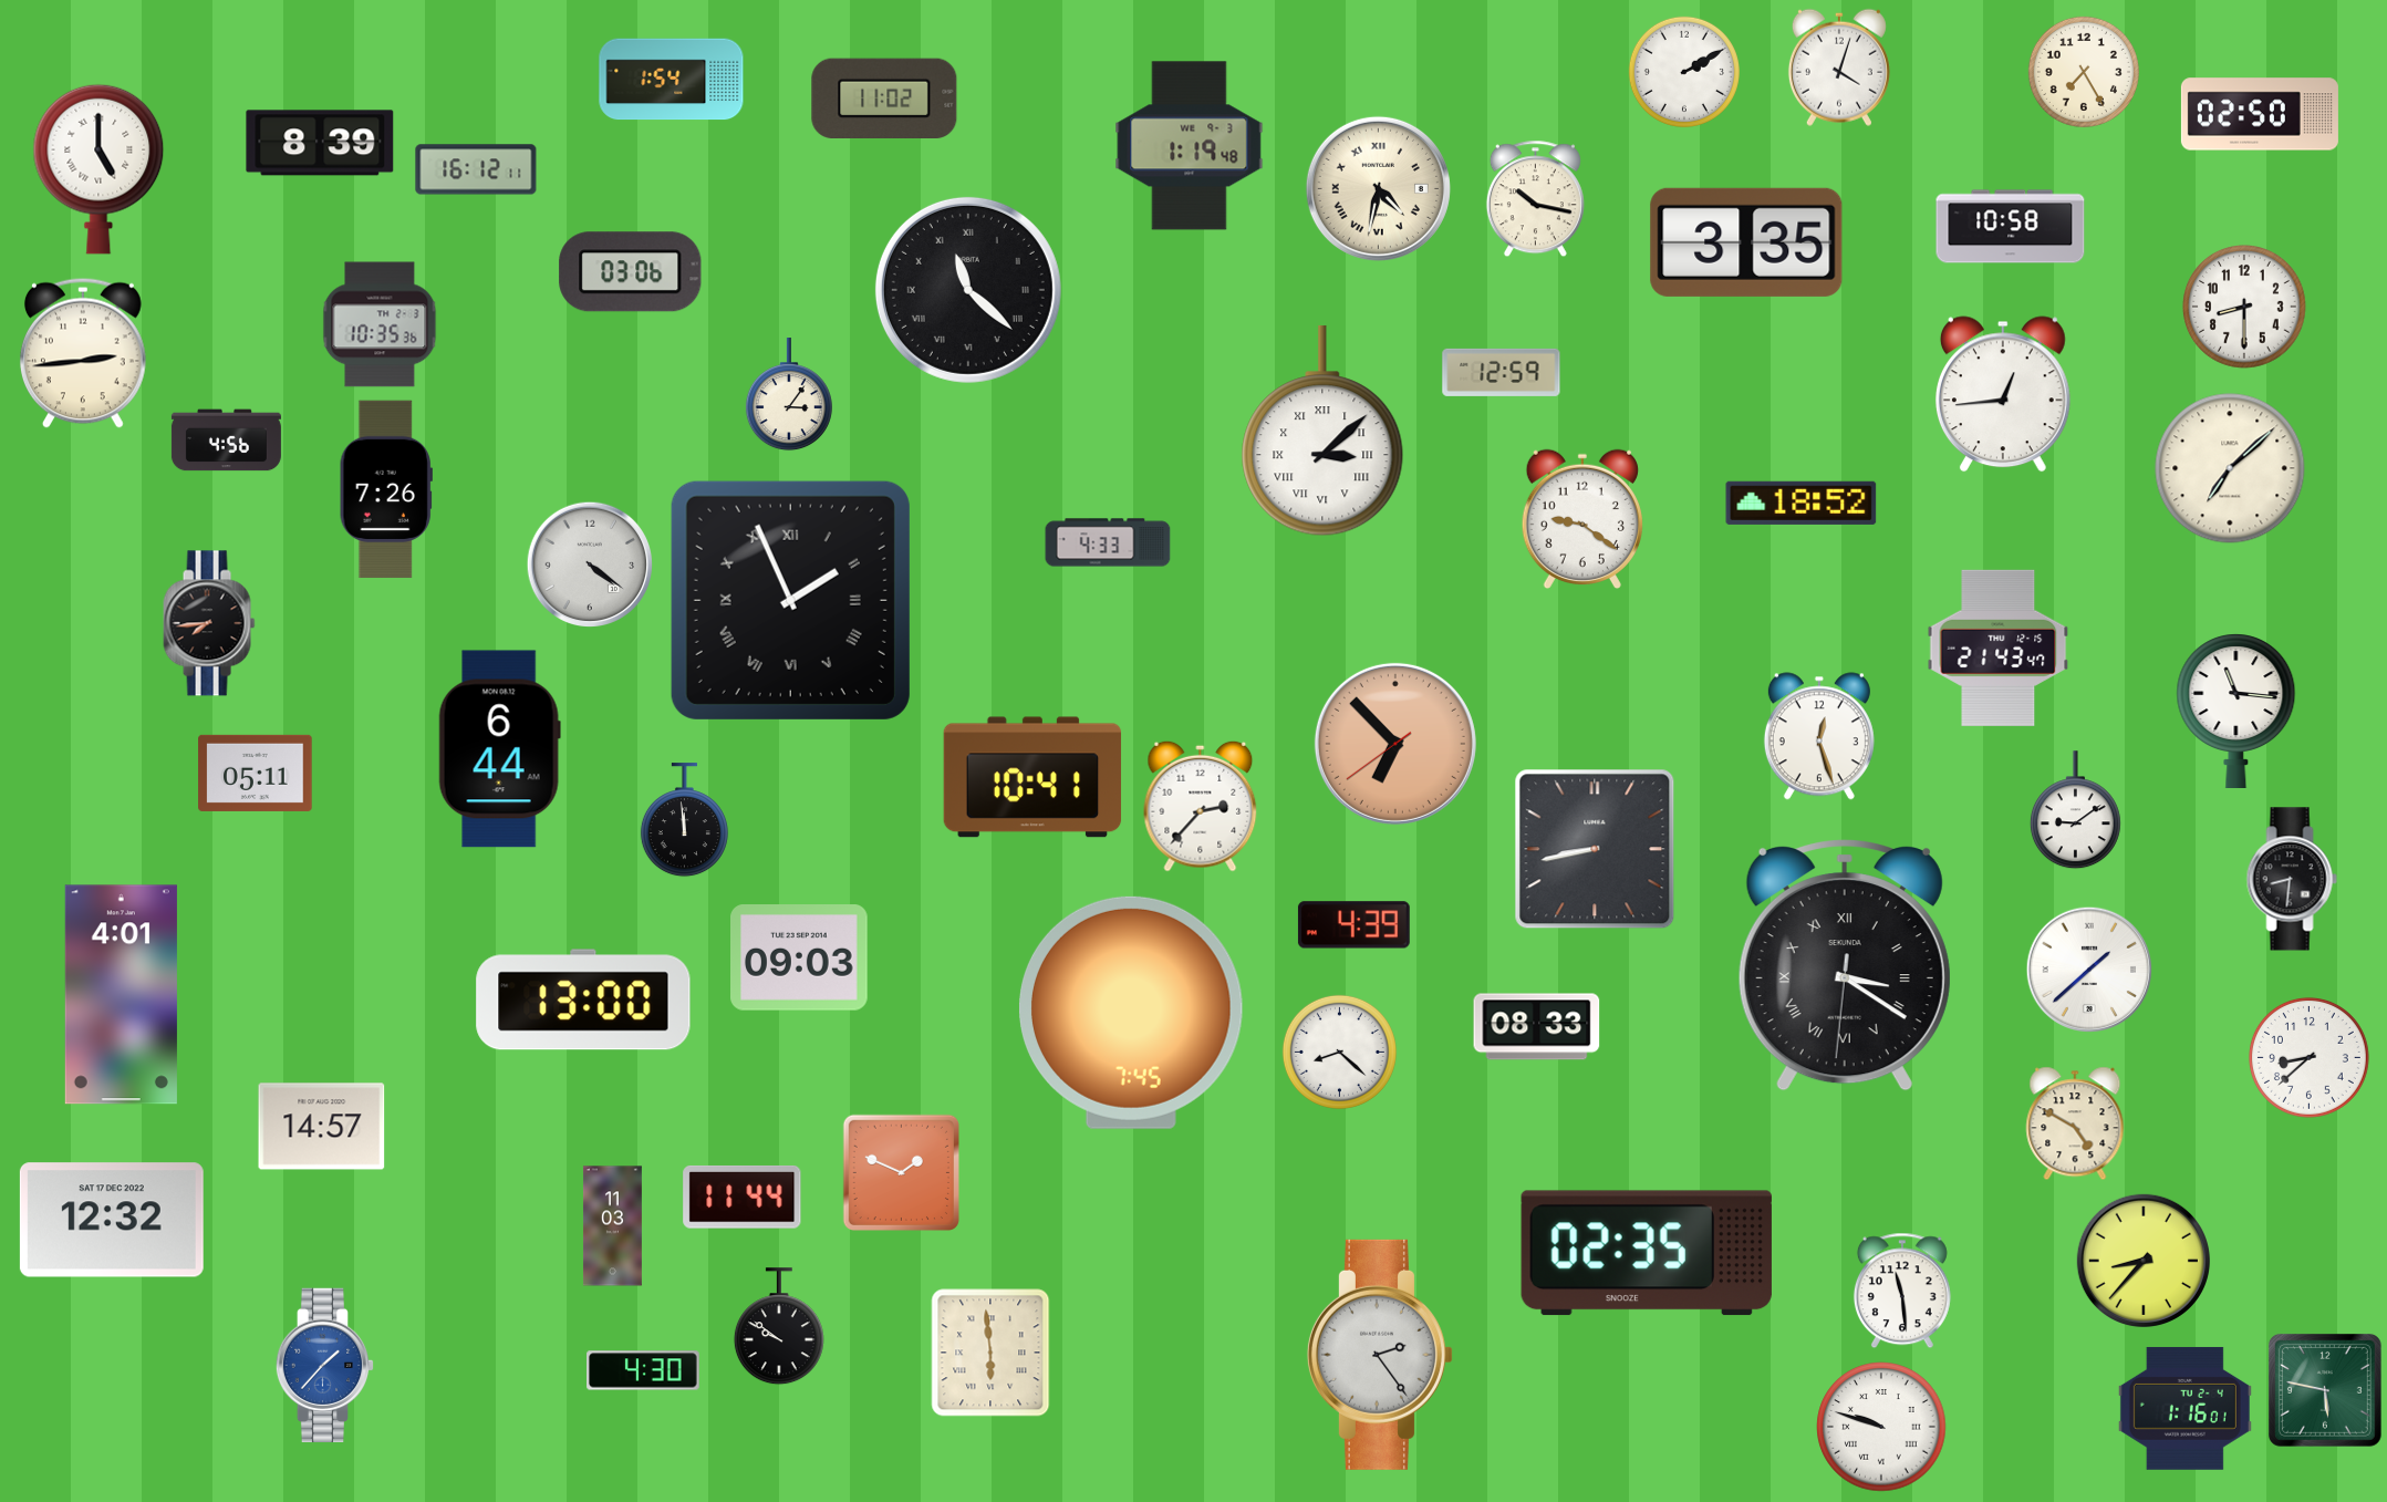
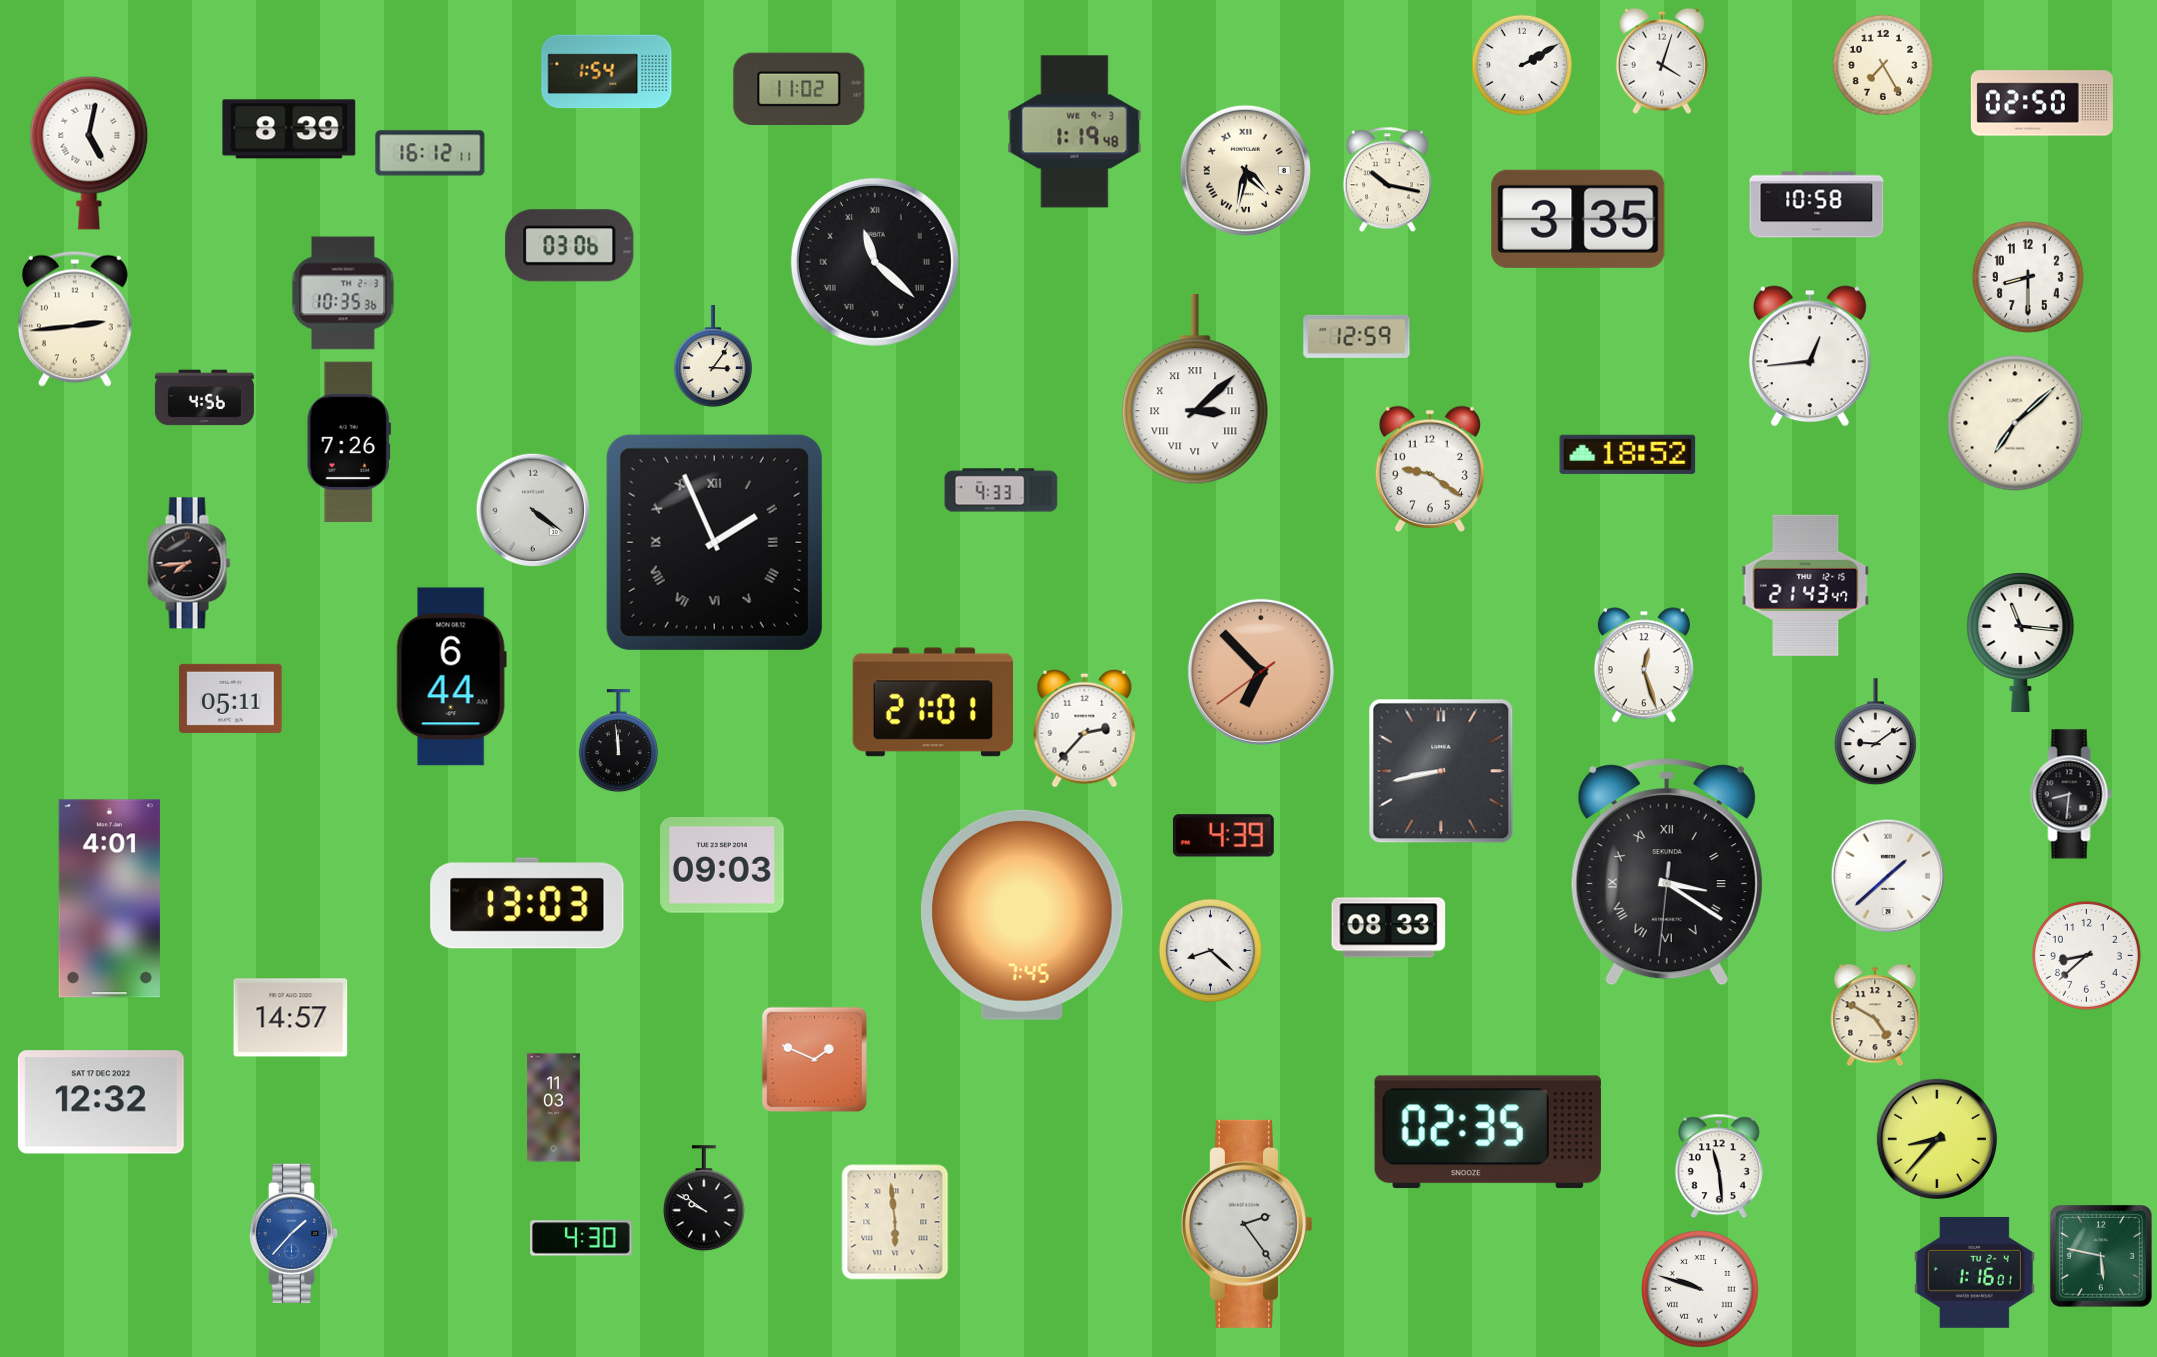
clock at (98, 169): 5:00 -> 5:02
clock at (1032, 777): 10:41 -> 21:01
clock at (1595, 849) position: (1595, 849) -> (1441, 771)
clock at (583, 999): 13:00 -> 13:03
clock at (743, 1197): 11:44 -> none
